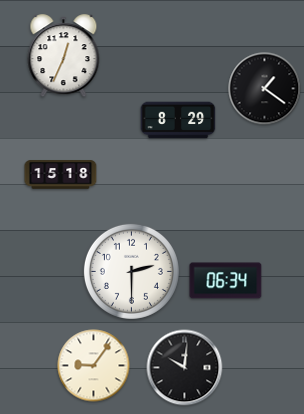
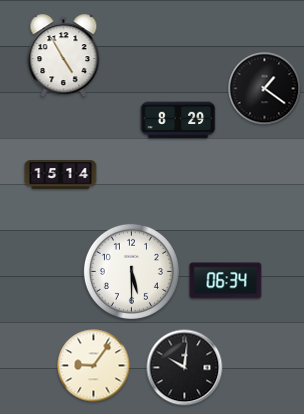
clock at (64, 56): 12:34 -> 4:55
clock at (61, 175): 15:18 -> 15:14
clock at (131, 271): 2:30 -> 5:30
